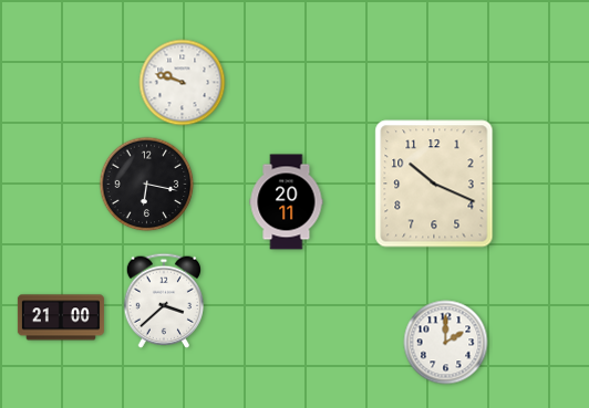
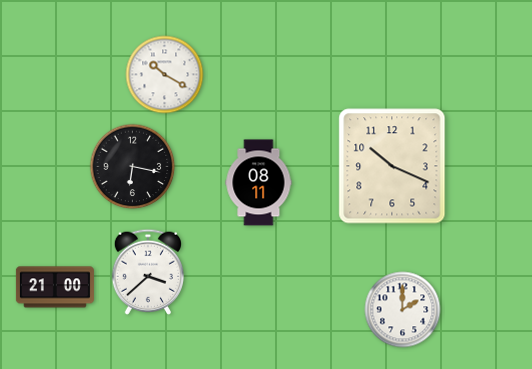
clock at (183, 83): 9:48 -> 10:20
clock at (287, 202): 20:11 -> 08:11
